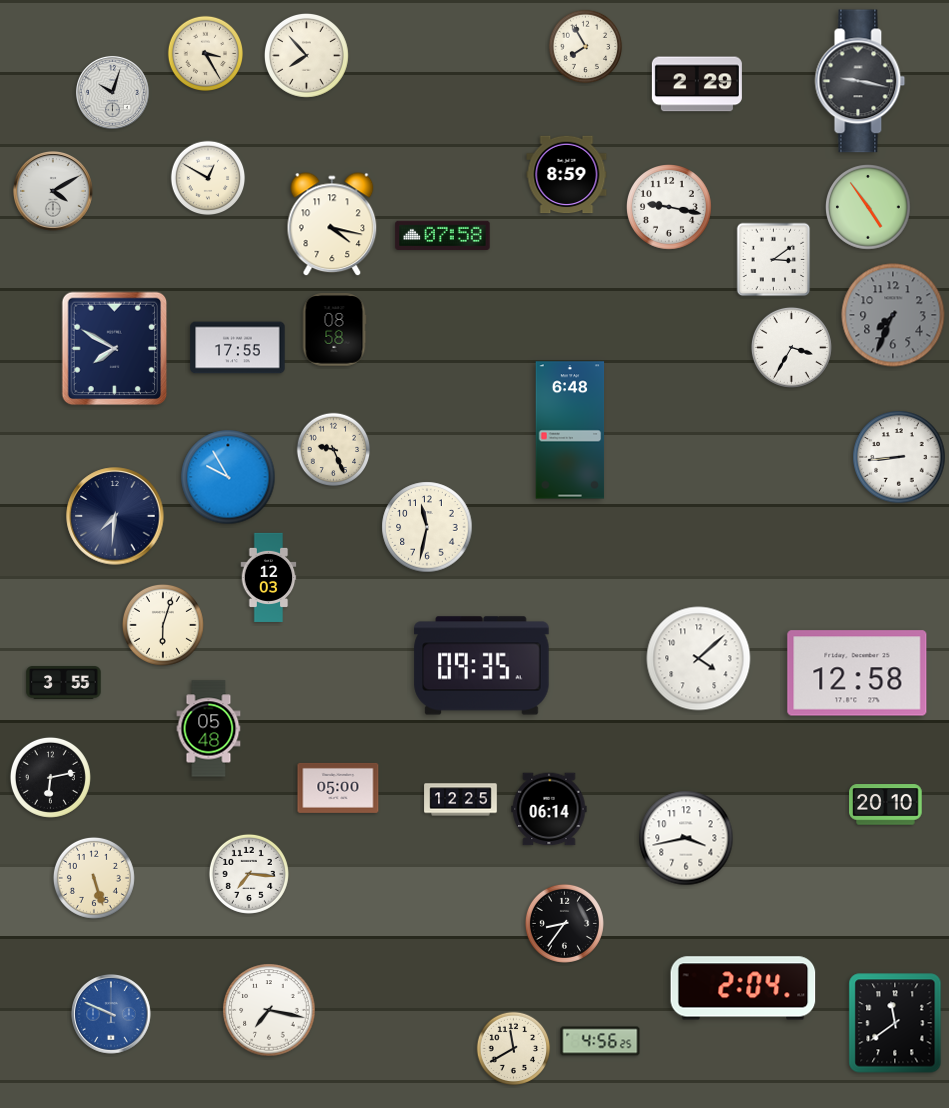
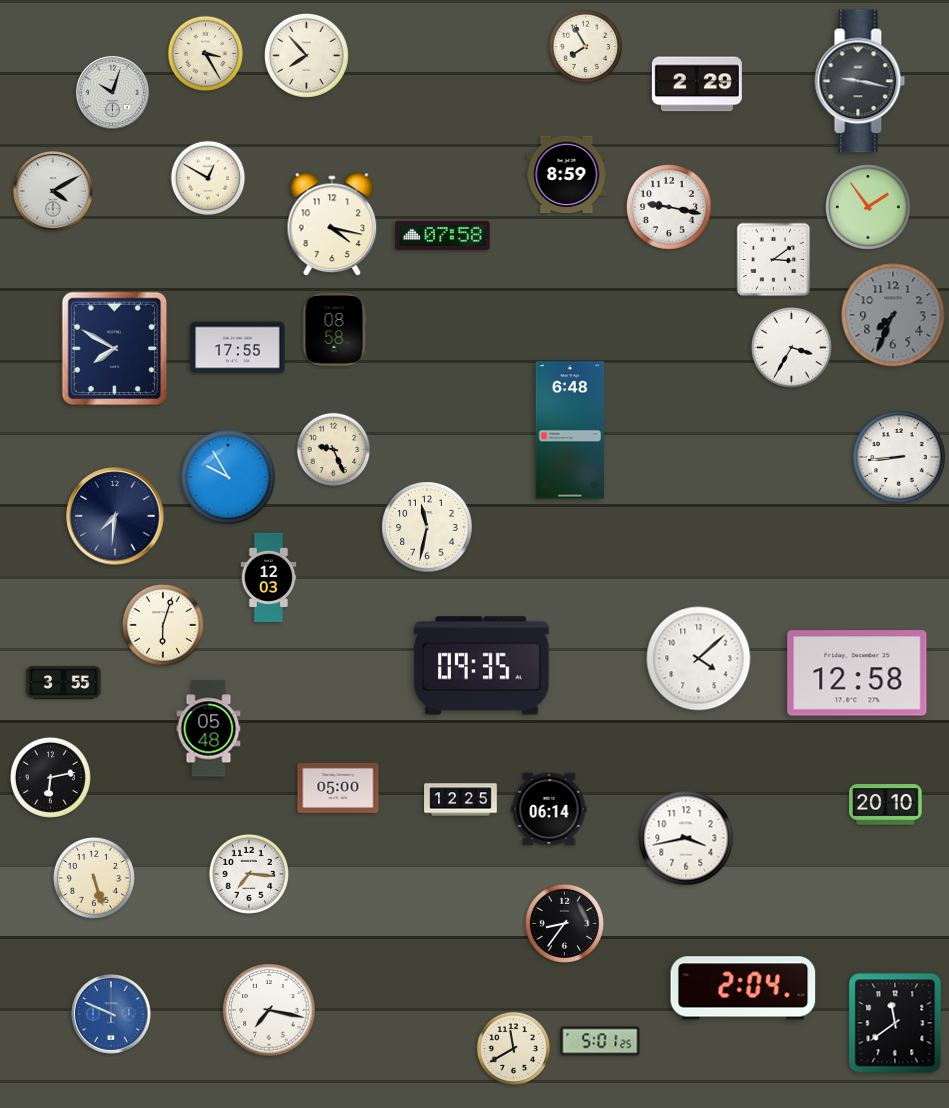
clock at (869, 208): 4:54 -> 1:54
clock at (600, 1041): 4:56 -> 5:01
